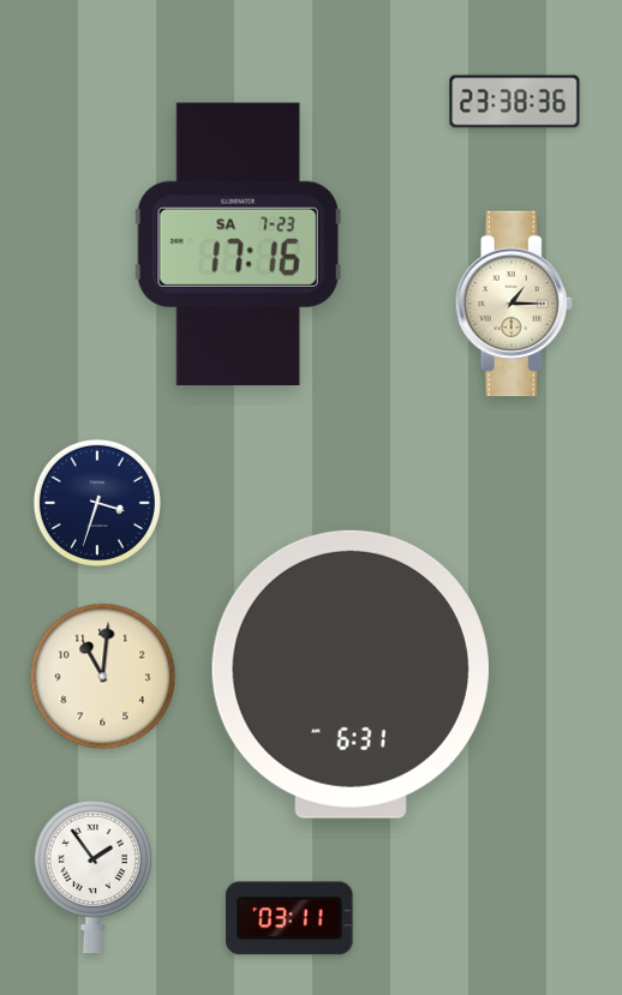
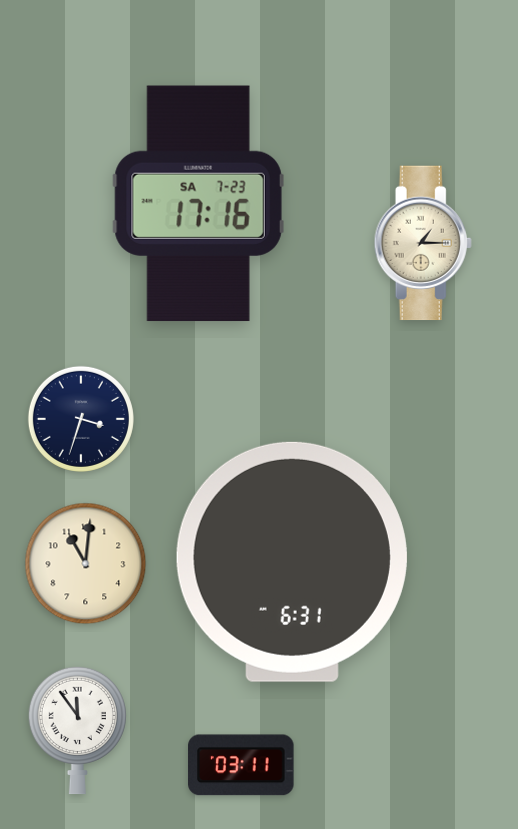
clock at (515, 102): 23:38 -> none
clock at (514, 304) position: (514, 304) -> (423, 243)
clock at (92, 876): 1:54 -> 11:54
